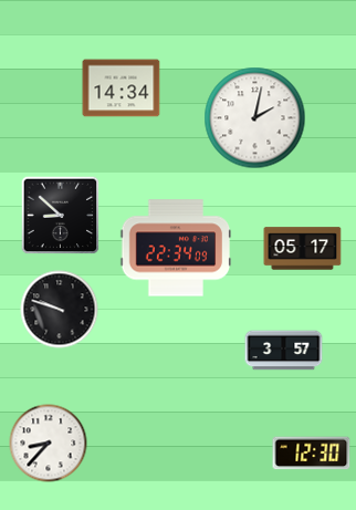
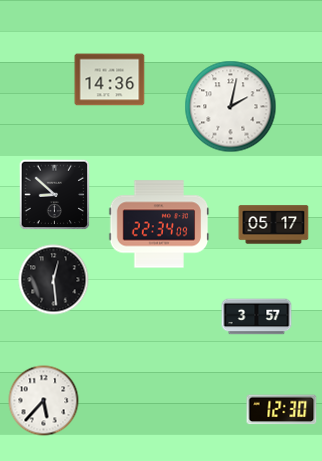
clock at (122, 89): 14:34 -> 14:36
clock at (60, 310): 9:48 -> 12:29
clock at (49, 444): 8:37 -> 5:37
